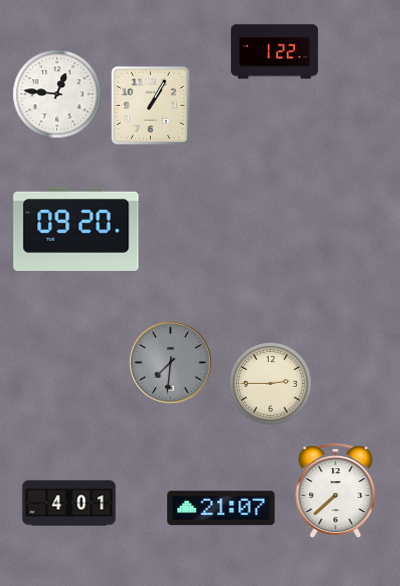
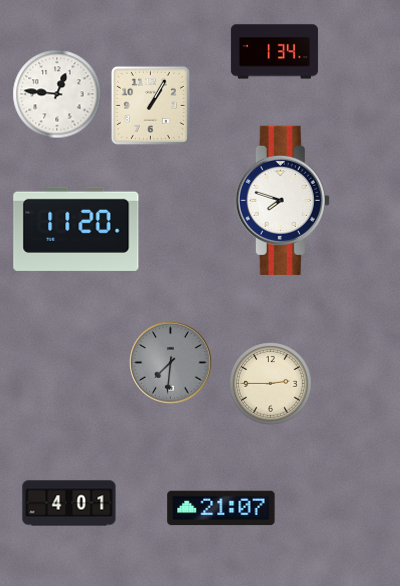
clock at (274, 52): 1:22 -> 1:34
clock at (282, 200): none -> 7:48
clock at (76, 229): 09:20 -> 11:20
clock at (336, 490): 7:38 -> none
